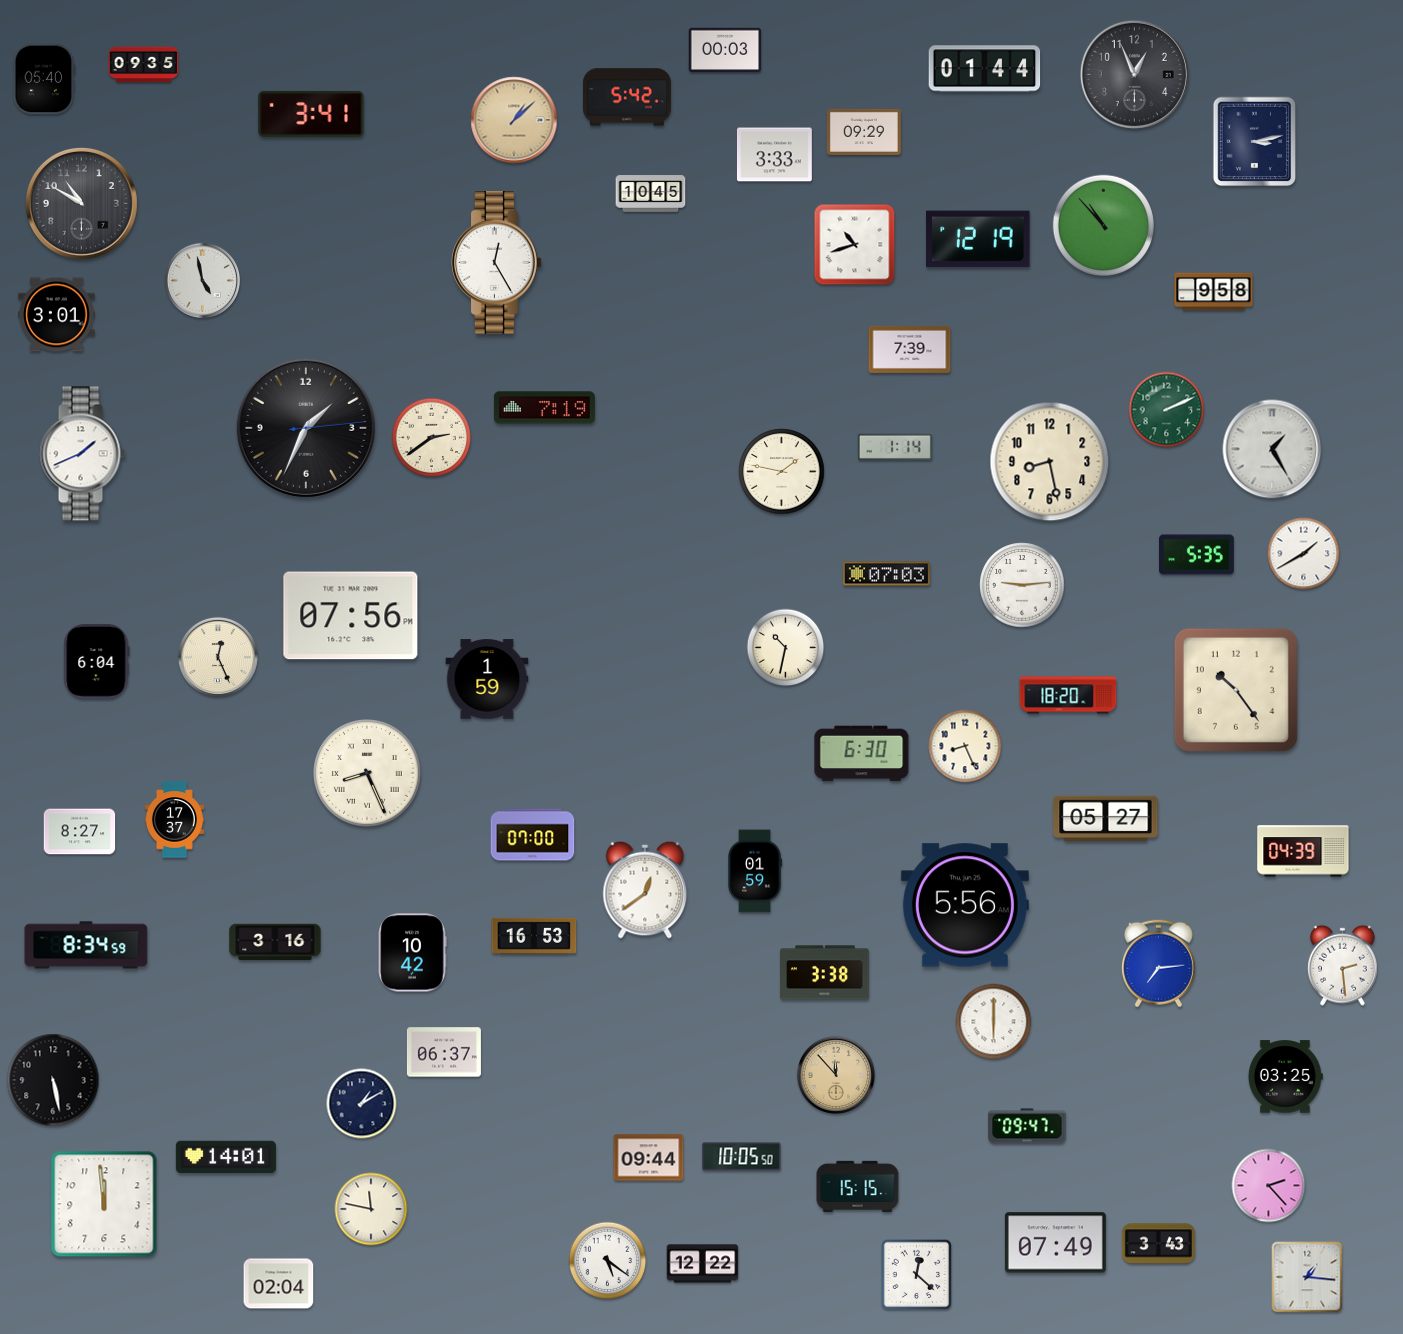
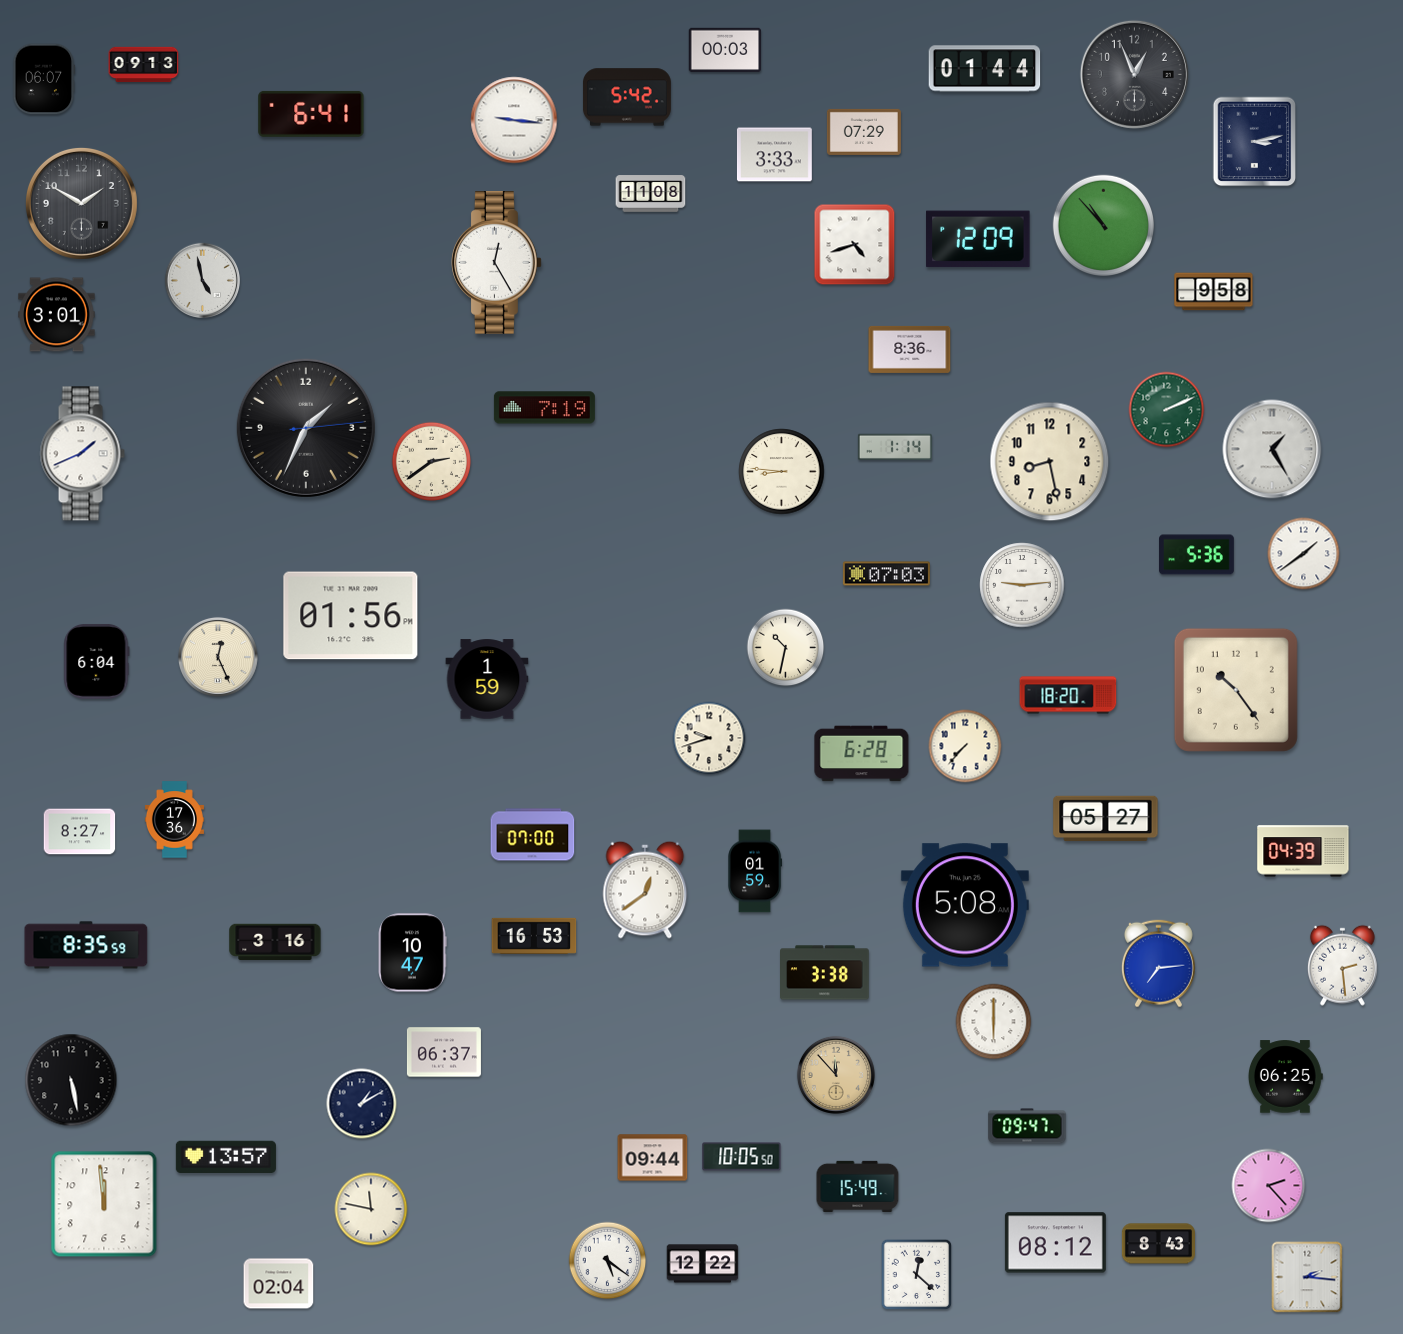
clock at (144, 65): 09:35 -> 09:13
clock at (44, 79): 05:40 -> 06:07
clock at (311, 114): 3:41 -> 6:41
clock at (514, 120): 1:08 -> 9:16
clock at (514, 120) dial: champagne -> white
clock at (864, 132): 09:29 -> 07:29
clock at (651, 194): 10:45 -> 11:08
clock at (81, 203): 10:50 -> 1:50
clock at (978, 239): 12:19 -> 12:09
clock at (855, 245): 10:42 -> 4:42
clock at (910, 349): 7:39 -> 8:36
clock at (432, 438) position: (432, 438) -> (432, 462)
clock at (782, 472): 1:47 -> 8:46
clock at (1304, 554): 1:40 -> 1:39
clock at (1197, 555): 5:35 -> 5:36
clock at (351, 616): 07:56 -> 01:56
clock at (709, 738): none -> 9:42
clock at (965, 746): 8:26 -> 7:37
clock at (862, 754): 6:30 -> 6:28
clock at (367, 773): 8:26 -> none
clock at (174, 820): 17:37 -> 17:36
clock at (965, 905): 5:56 -> 5:08
clock at (86, 945): 8:34 -> 8:35
clock at (412, 953): 10:42 -> 10:47
clock at (1285, 1077): 03:25 -> 06:25
clock at (53, 1080) position: (53, 1080) -> (71, 1080)
clock at (226, 1157): 14:01 -> 13:57
clock at (649, 1158) position: (649, 1158) -> (653, 1158)
clock at (858, 1186): 15:15 -> 15:49
clock at (1055, 1243): 07:49 -> 08:12
clock at (1158, 1244): 3:43 -> 8:43
clock at (1307, 1277): 1:16 -> 2:16
